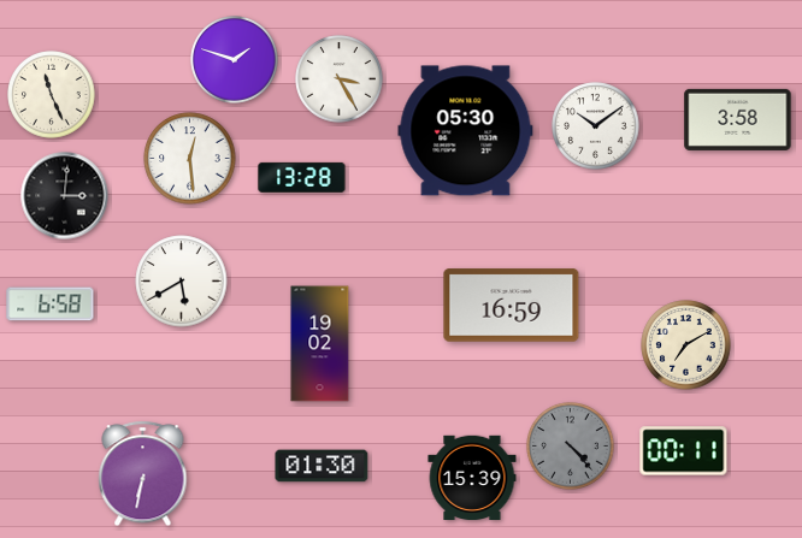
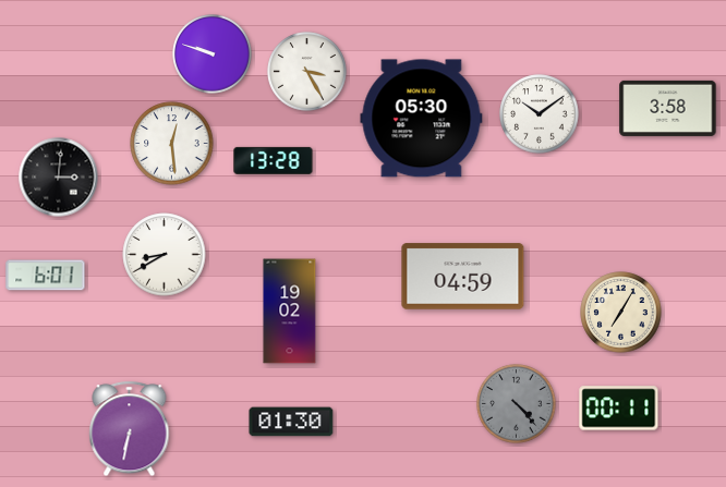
clock at (235, 60): 1:48 -> 9:48
clock at (52, 95): 11:26 -> none
clock at (182, 282): 5:40 -> 8:40
clock at (51, 305): 6:58 -> 6:01
clock at (512, 306): 16:59 -> 04:59
clock at (686, 345): 7:10 -> 7:05
clock at (472, 477): 15:39 -> none
